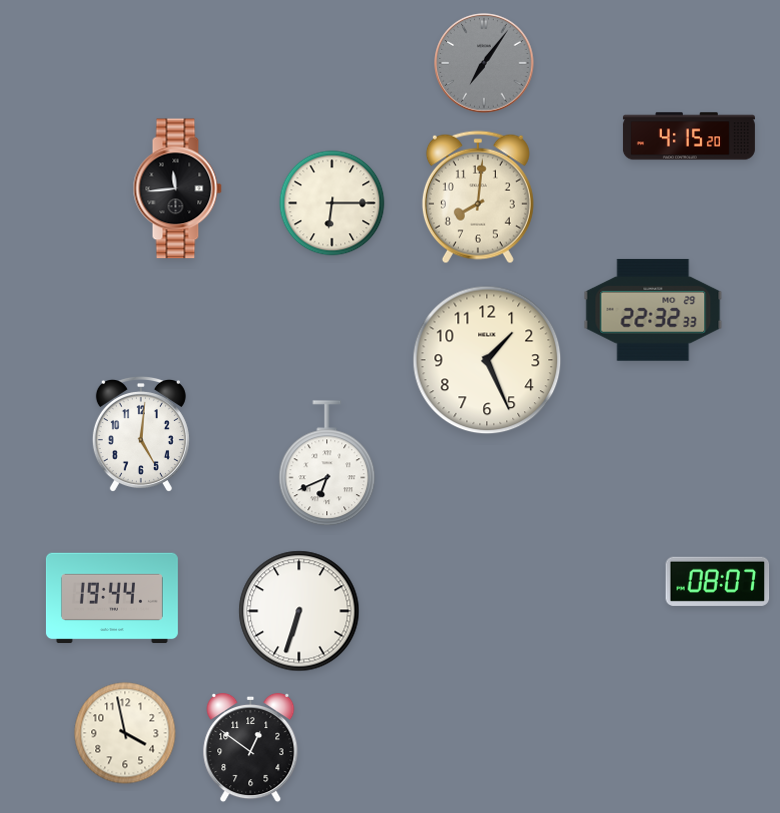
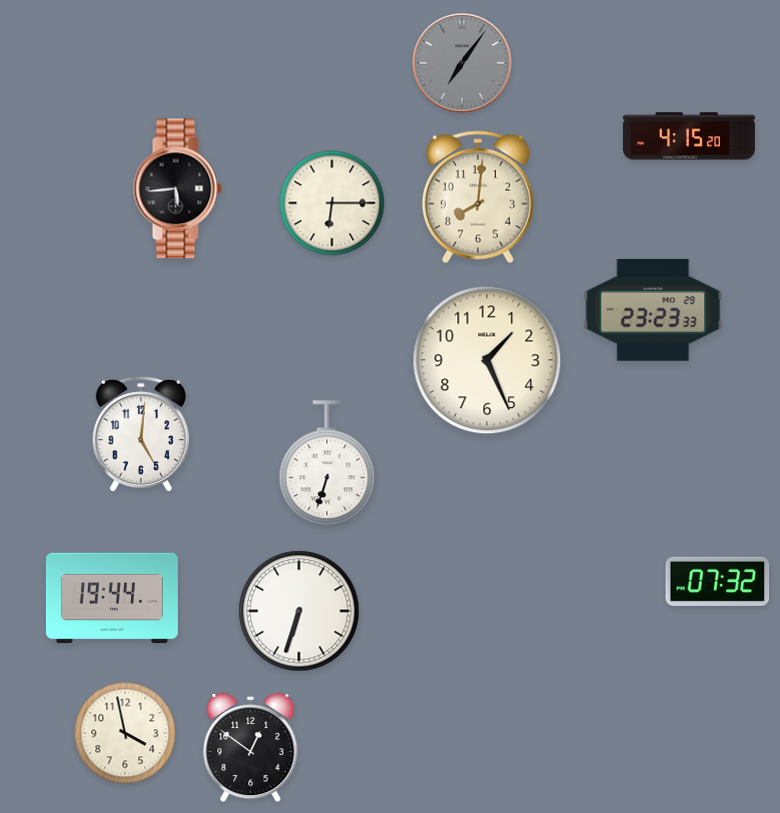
clock at (484, 63) position: (484, 63) -> (462, 63)
clock at (177, 189): 11:44 -> 5:44
clock at (653, 310): 22:32 -> 23:23
clock at (327, 464): 6:41 -> 6:33
clock at (718, 581): 08:07 -> 07:32
